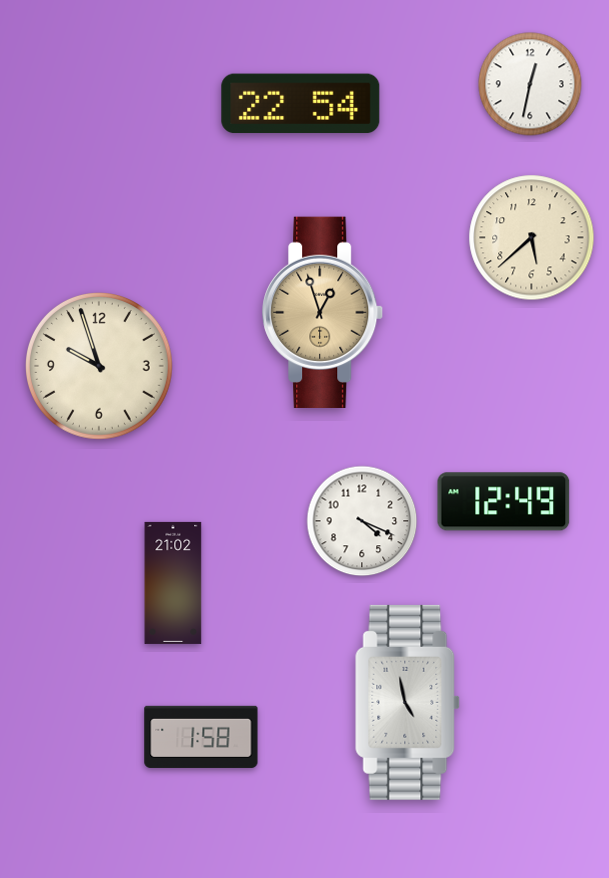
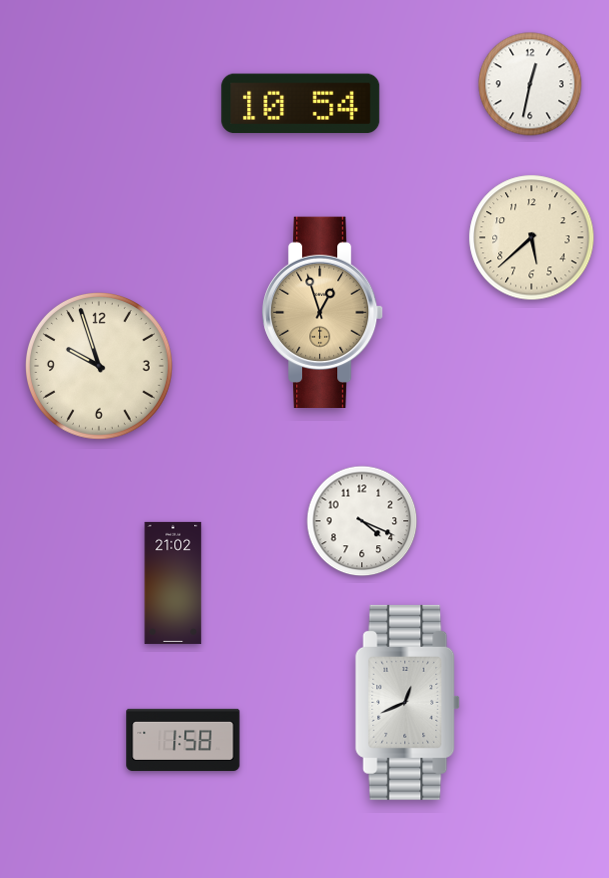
clock at (301, 104): 22:54 -> 10:54
clock at (504, 502): 12:49 -> none
clock at (407, 702): 4:58 -> 12:41
clock at (201, 737) position: (201, 737) -> (183, 740)
